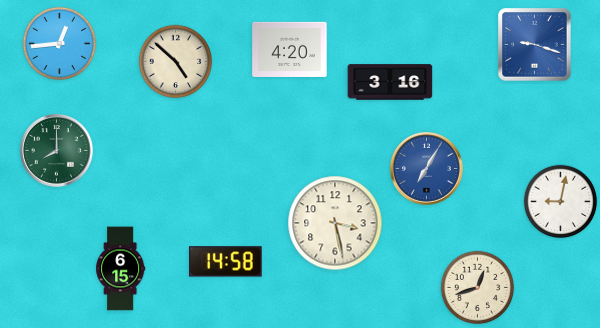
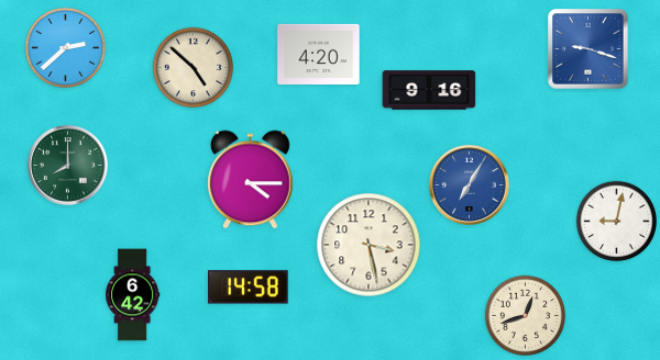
clock at (60, 44): 12:44 -> 2:38
clock at (390, 82): 3:16 -> 9:16
clock at (56, 150) position: (56, 150) -> (67, 165)
clock at (251, 180): none -> 4:15
clock at (121, 269): 6:15 -> 6:42
